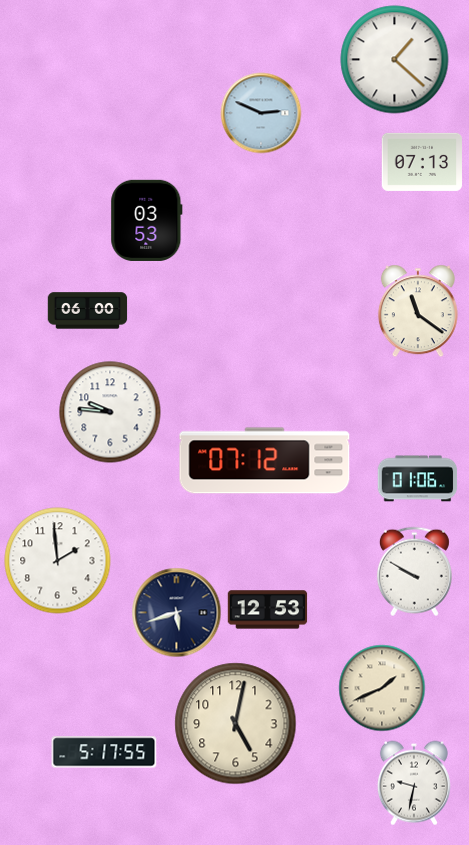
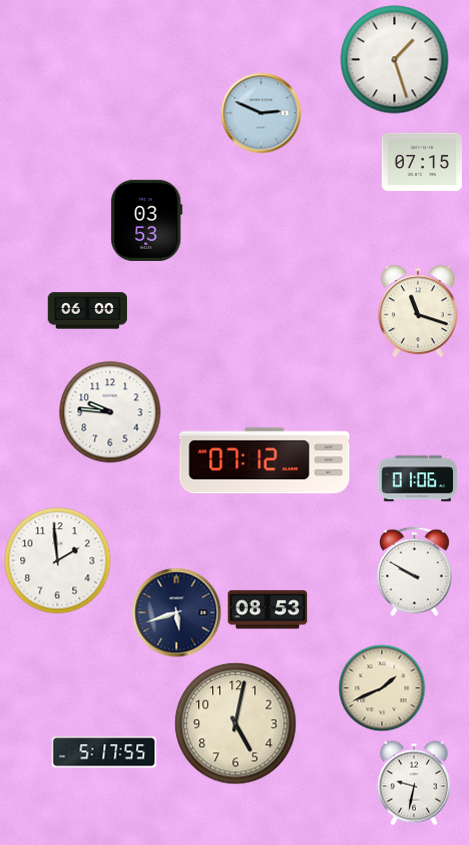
clock at (395, 60): 1:22 -> 1:27
clock at (422, 162): 07:13 -> 07:15
clock at (418, 311): 11:21 -> 11:18
clock at (268, 610): 12:53 -> 08:53
